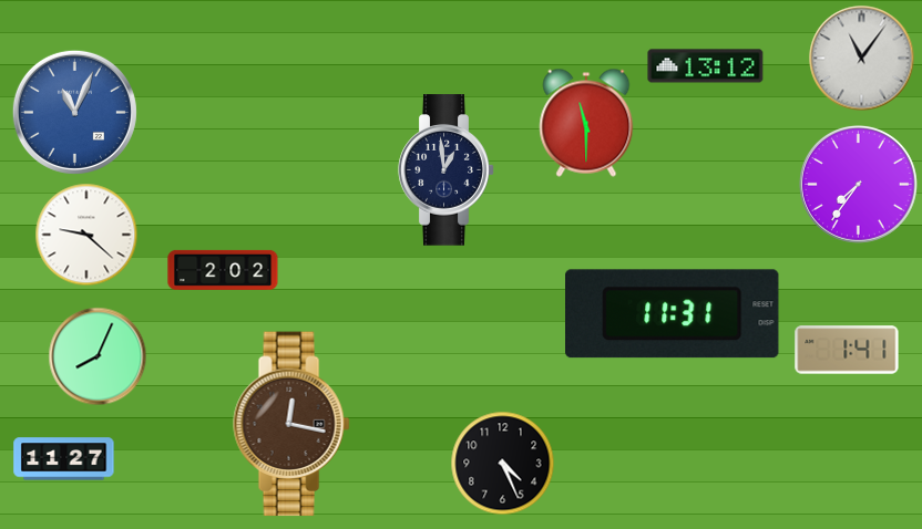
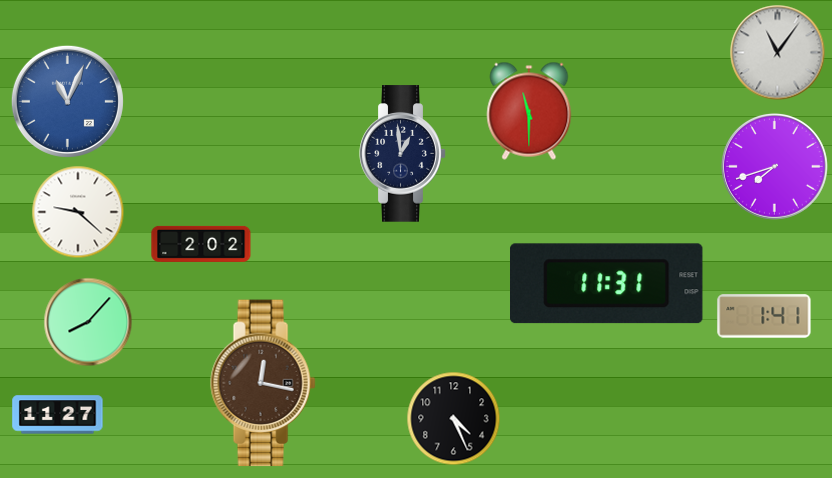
clock at (706, 66): 13:12 -> none
clock at (858, 184): 7:36 -> 7:42
clock at (98, 356): 8:04 -> 8:07
